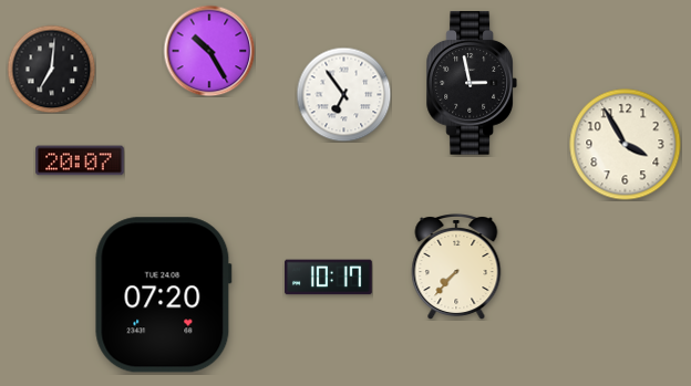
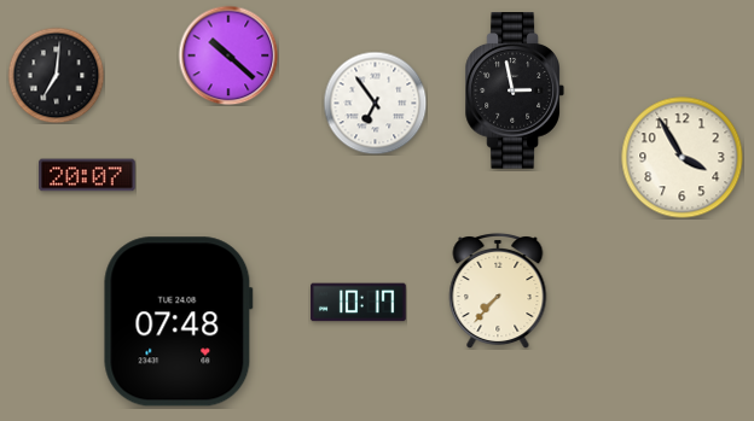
clock at (209, 51): 10:25 -> 10:22
clock at (163, 295): 07:20 -> 07:48
